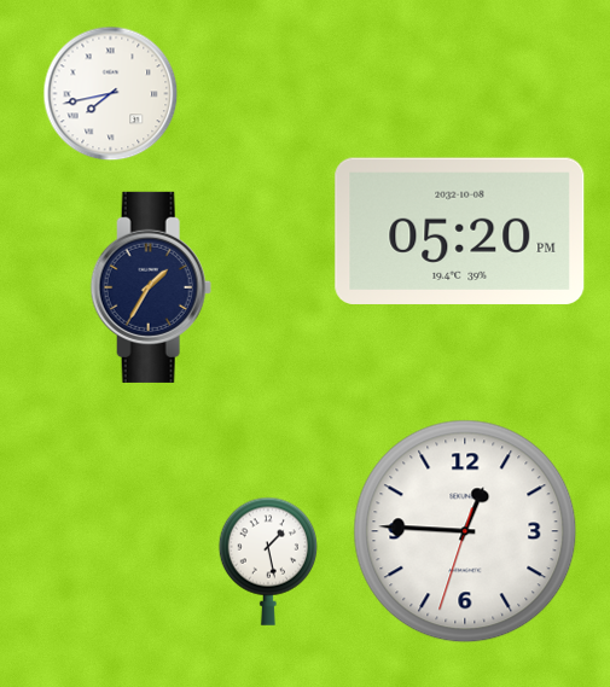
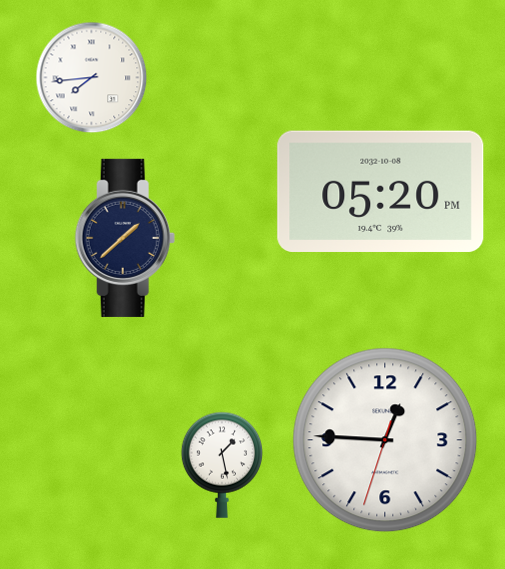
clock at (111, 94): 7:43 -> 7:44
clock at (151, 287): 1:35 -> 1:38
